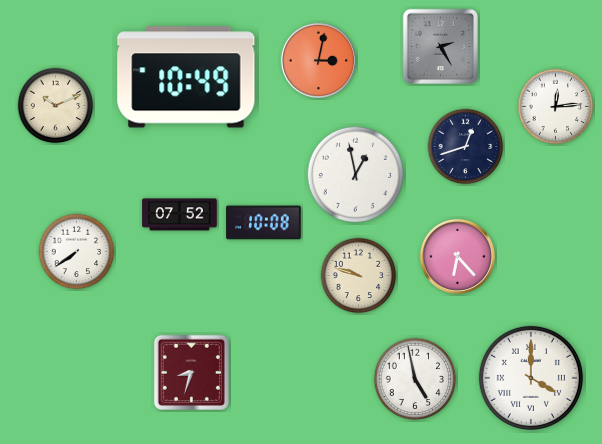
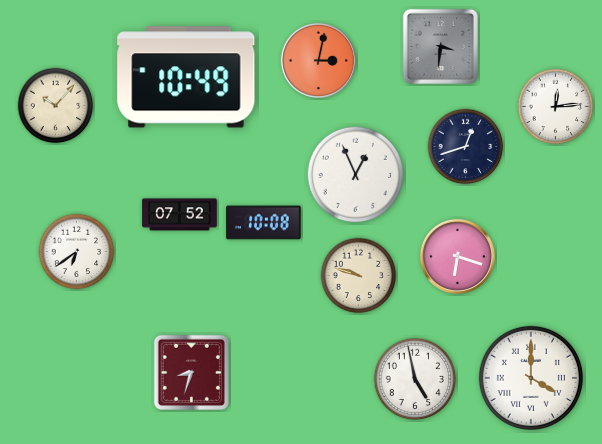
clock at (440, 46): 2:25 -> 3:31
clock at (56, 106): 10:11 -> 10:07
clock at (355, 174): 12:58 -> 12:56
clock at (77, 252): 7:39 -> 6:39
clock at (457, 256): 6:23 -> 6:18
